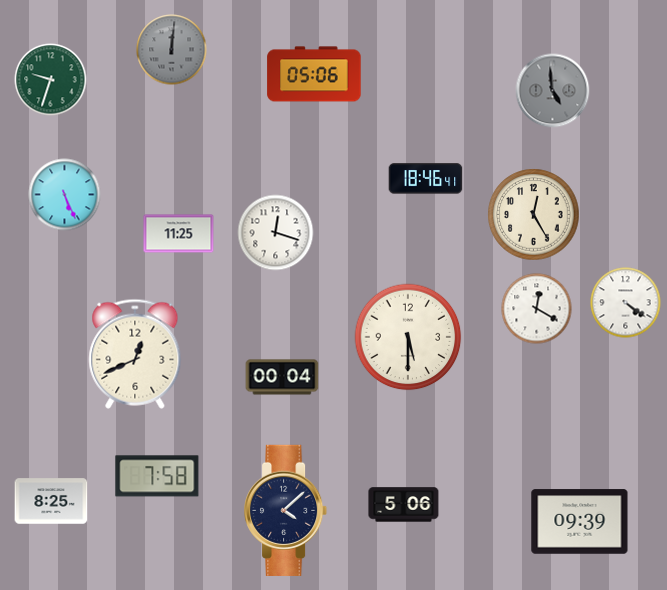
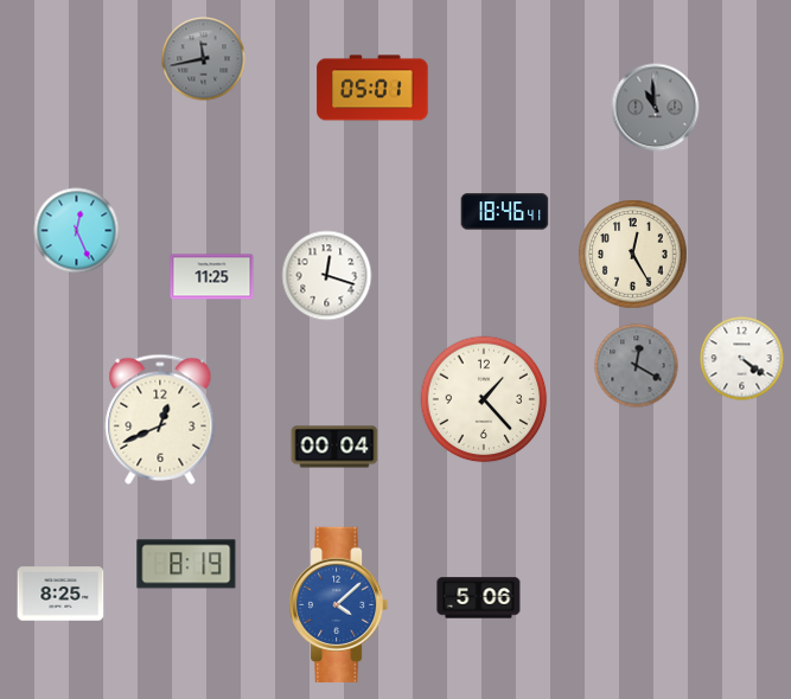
clock at (172, 50): 12:01 -> 11:43
clock at (314, 74): 05:06 -> 05:01
clock at (51, 80): 9:33 -> none
clock at (553, 91): 4:59 -> 10:59
clock at (65, 195): 5:26 -> 12:26
clock at (537, 309) dial: white -> grey
clock at (408, 337): 5:30 -> 1:23
clock at (157, 476): 7:58 -> 8:19
clock at (287, 510) dial: navy -> blue
clock at (580, 522): 09:39 -> none
